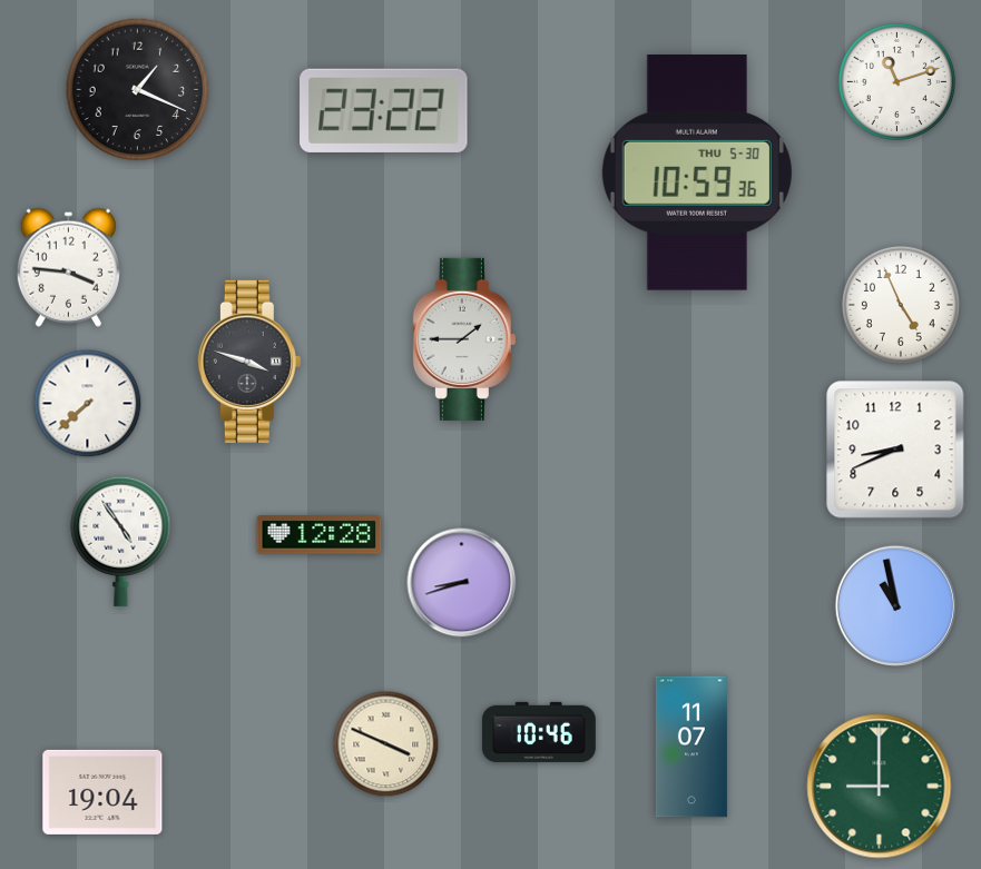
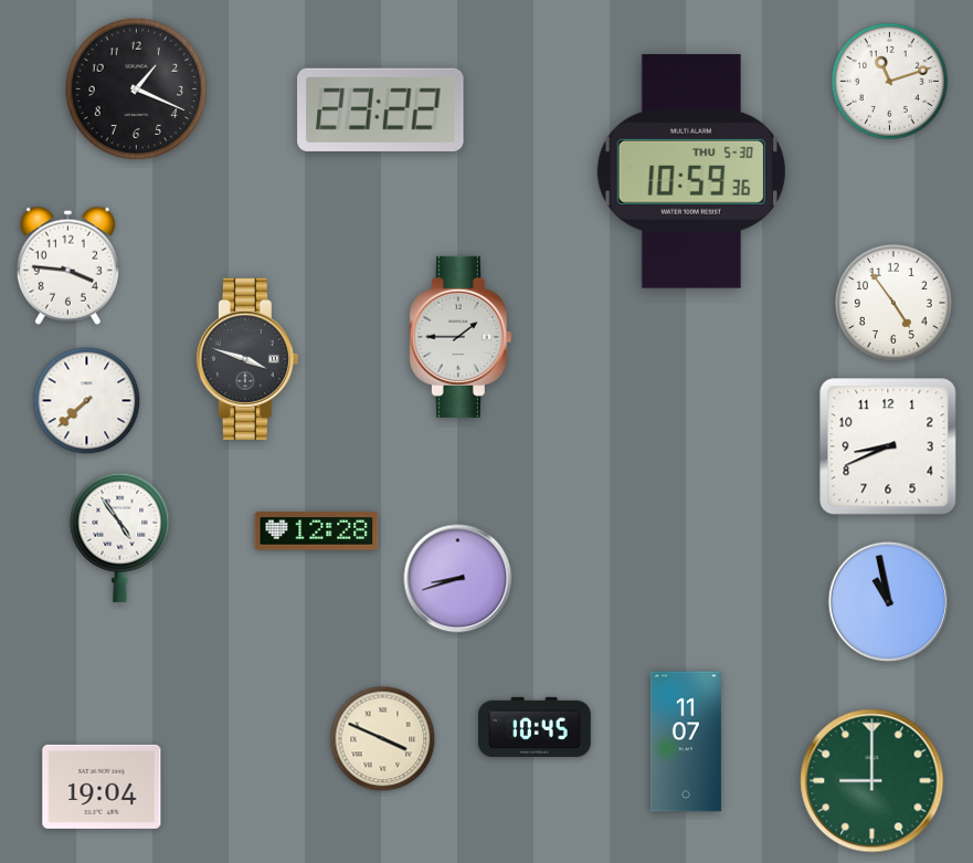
clock at (901, 305): 4:56 -> 4:54
clock at (539, 732): 10:46 -> 10:45
